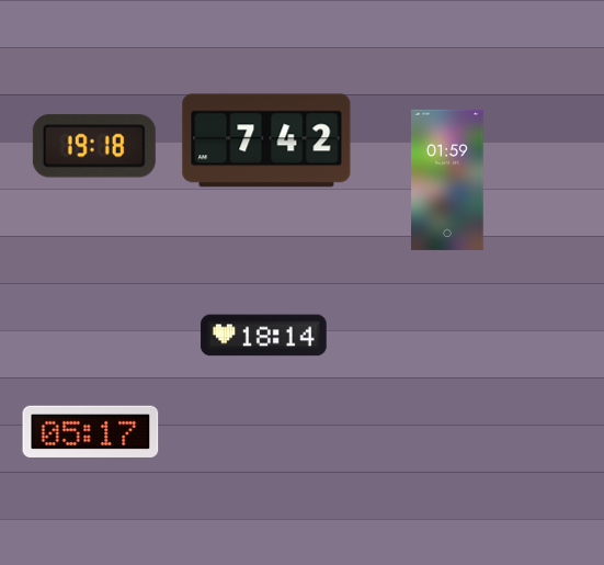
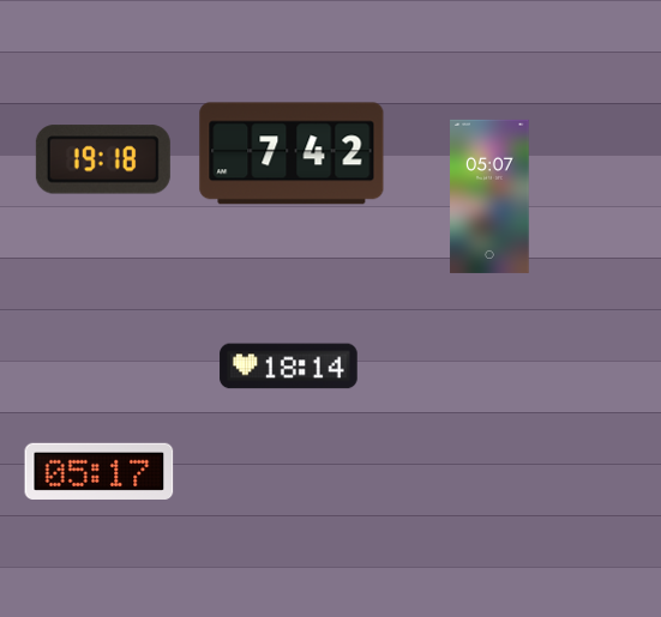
clock at (447, 180): 01:59 -> 05:07
